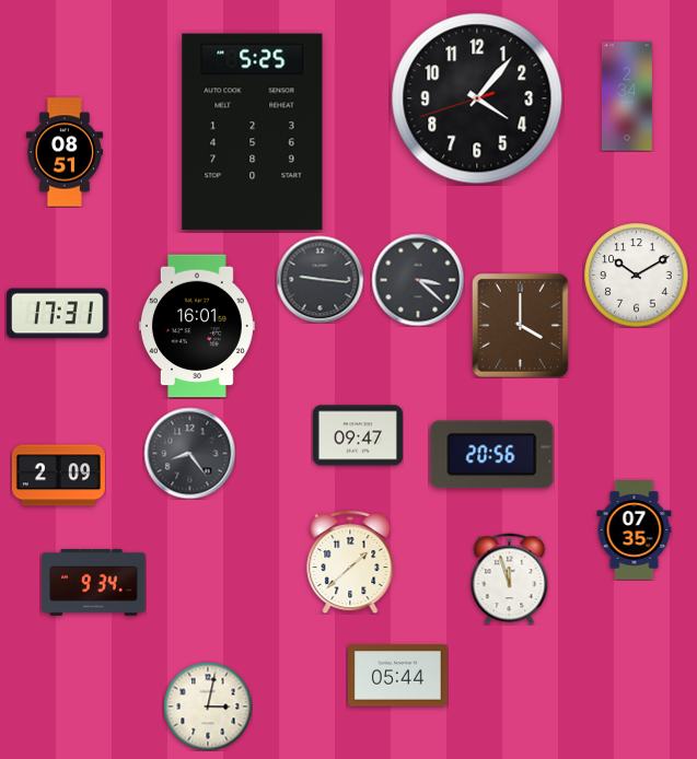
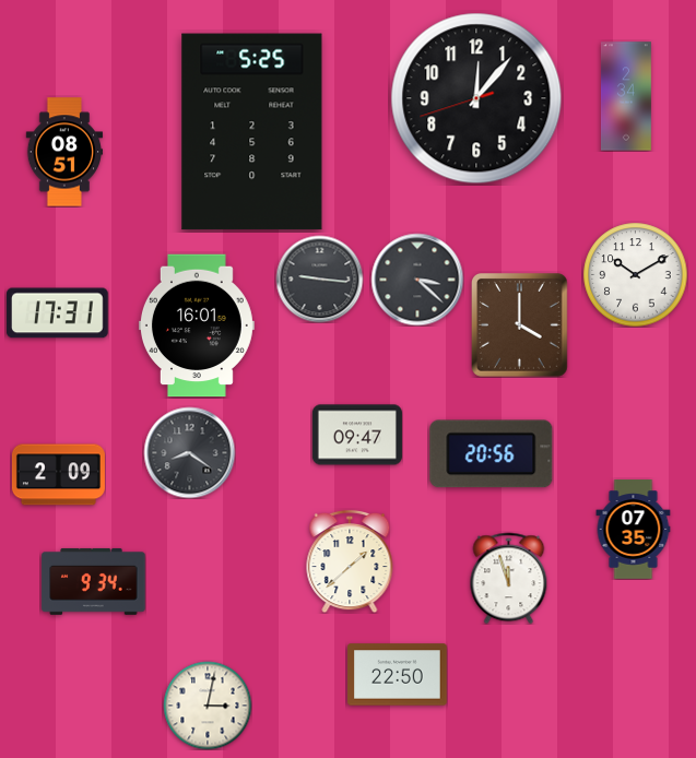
clock at (477, 98): 4:06 -> 12:06
clock at (189, 453): 8:24 -> 8:21
clock at (398, 676): 05:44 -> 22:50
